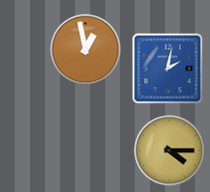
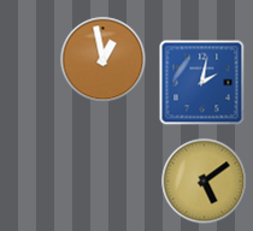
clock at (170, 151): 4:15 -> 5:09
